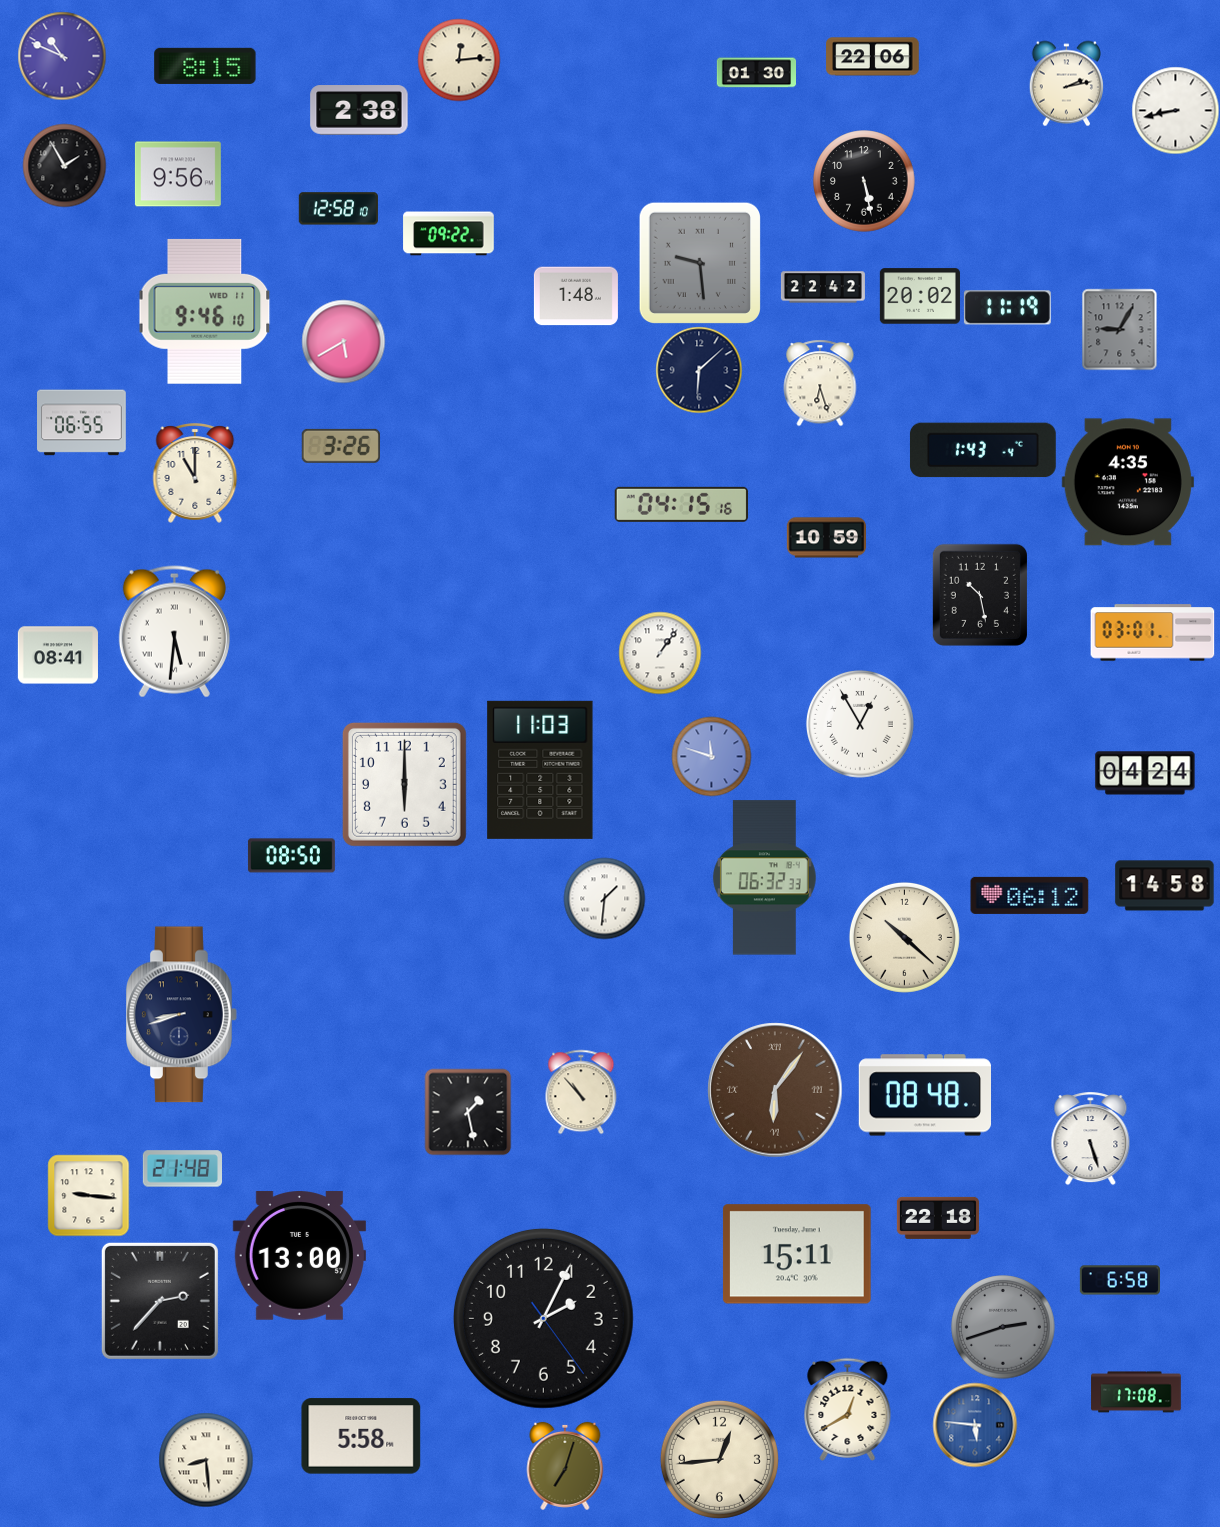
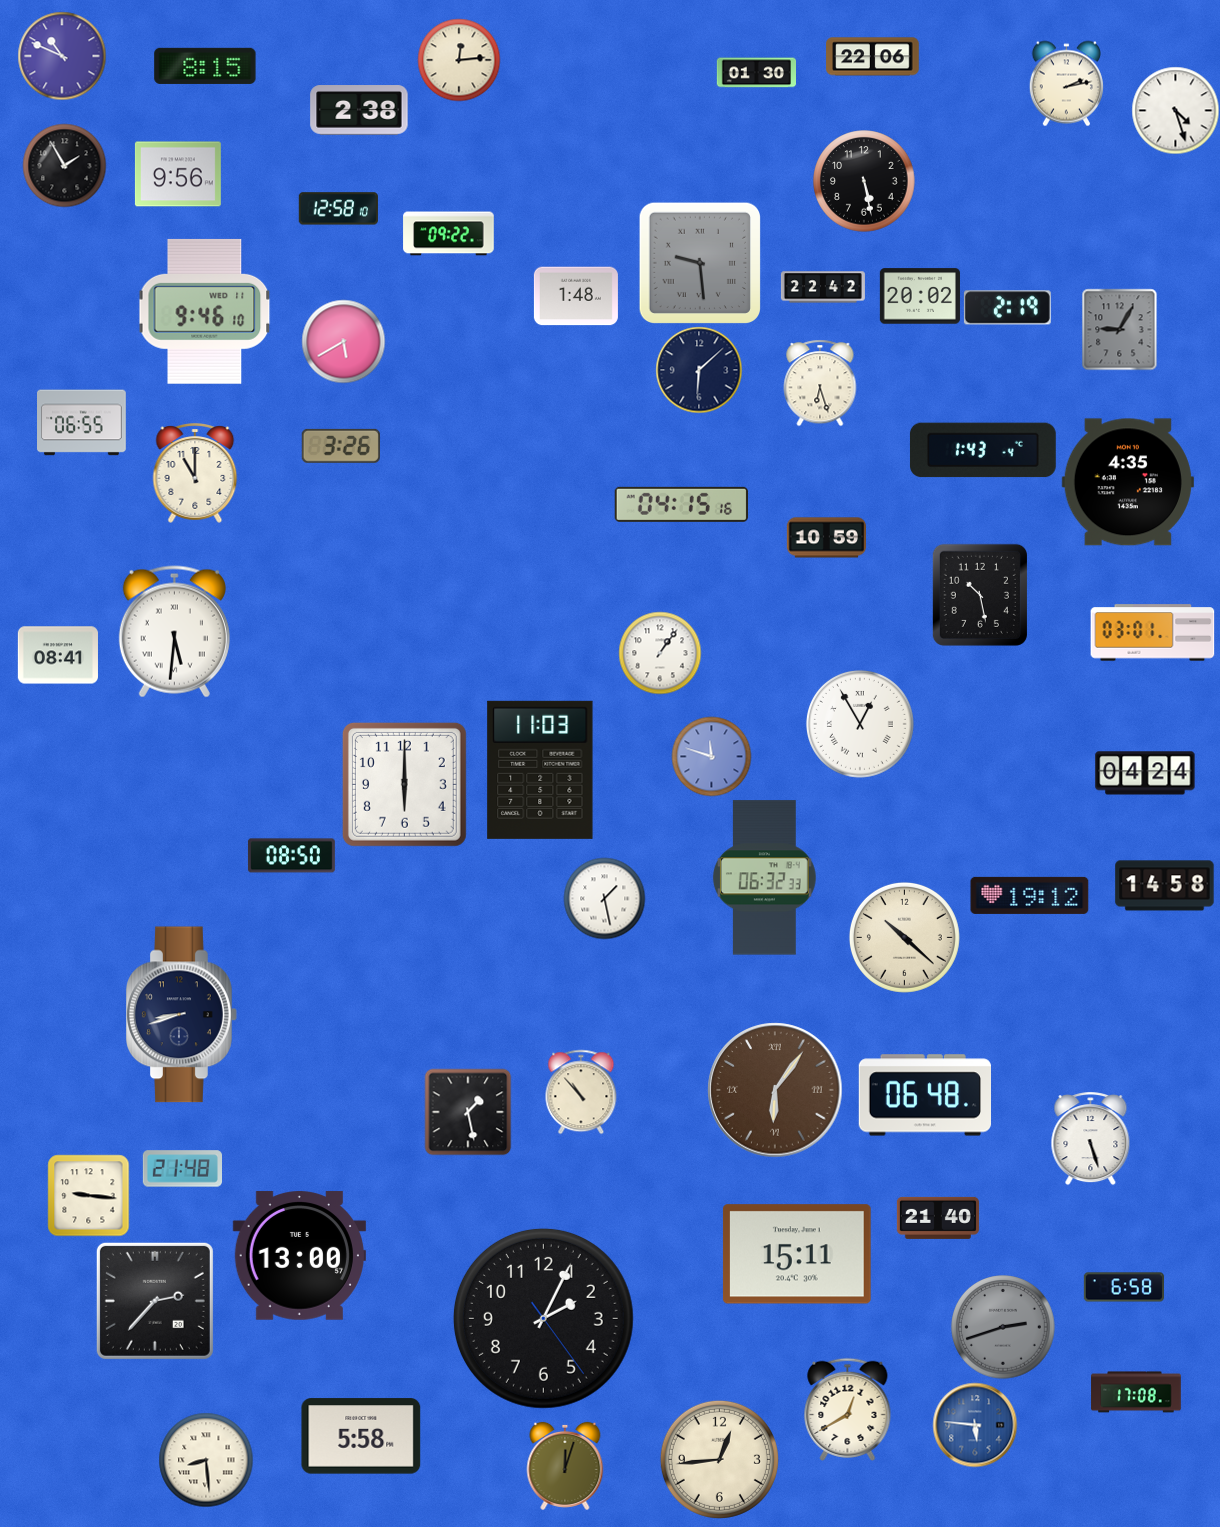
clock at (1175, 110): 8:43 -> 4:27
clock at (1007, 308): 11:19 -> 2:19
clock at (1030, 895): 06:12 -> 19:12
clock at (604, 898): 1:31 -> 1:28
clock at (924, 1095): 08:48 -> 06:48
clock at (938, 1218): 22:18 -> 21:40
clock at (1120, 1280) position: (1120, 1280) -> (1124, 1287)
clock at (160, 1301) position: (160, 1301) -> (155, 1301)
clock at (565, 1466): 7:03 -> 12:03
